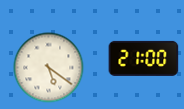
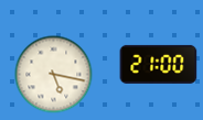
clock at (49, 68): 5:21 -> 5:17
